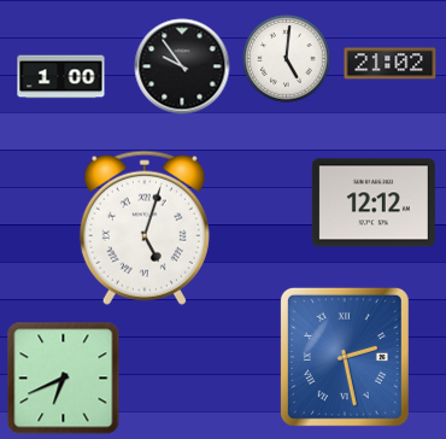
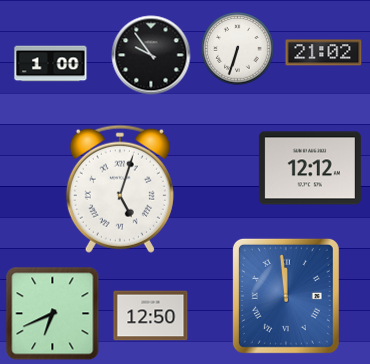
clock at (287, 59): 5:01 -> 6:33
clock at (345, 357): 2:28 -> 11:59
clock at (151, 316): none -> 12:50
